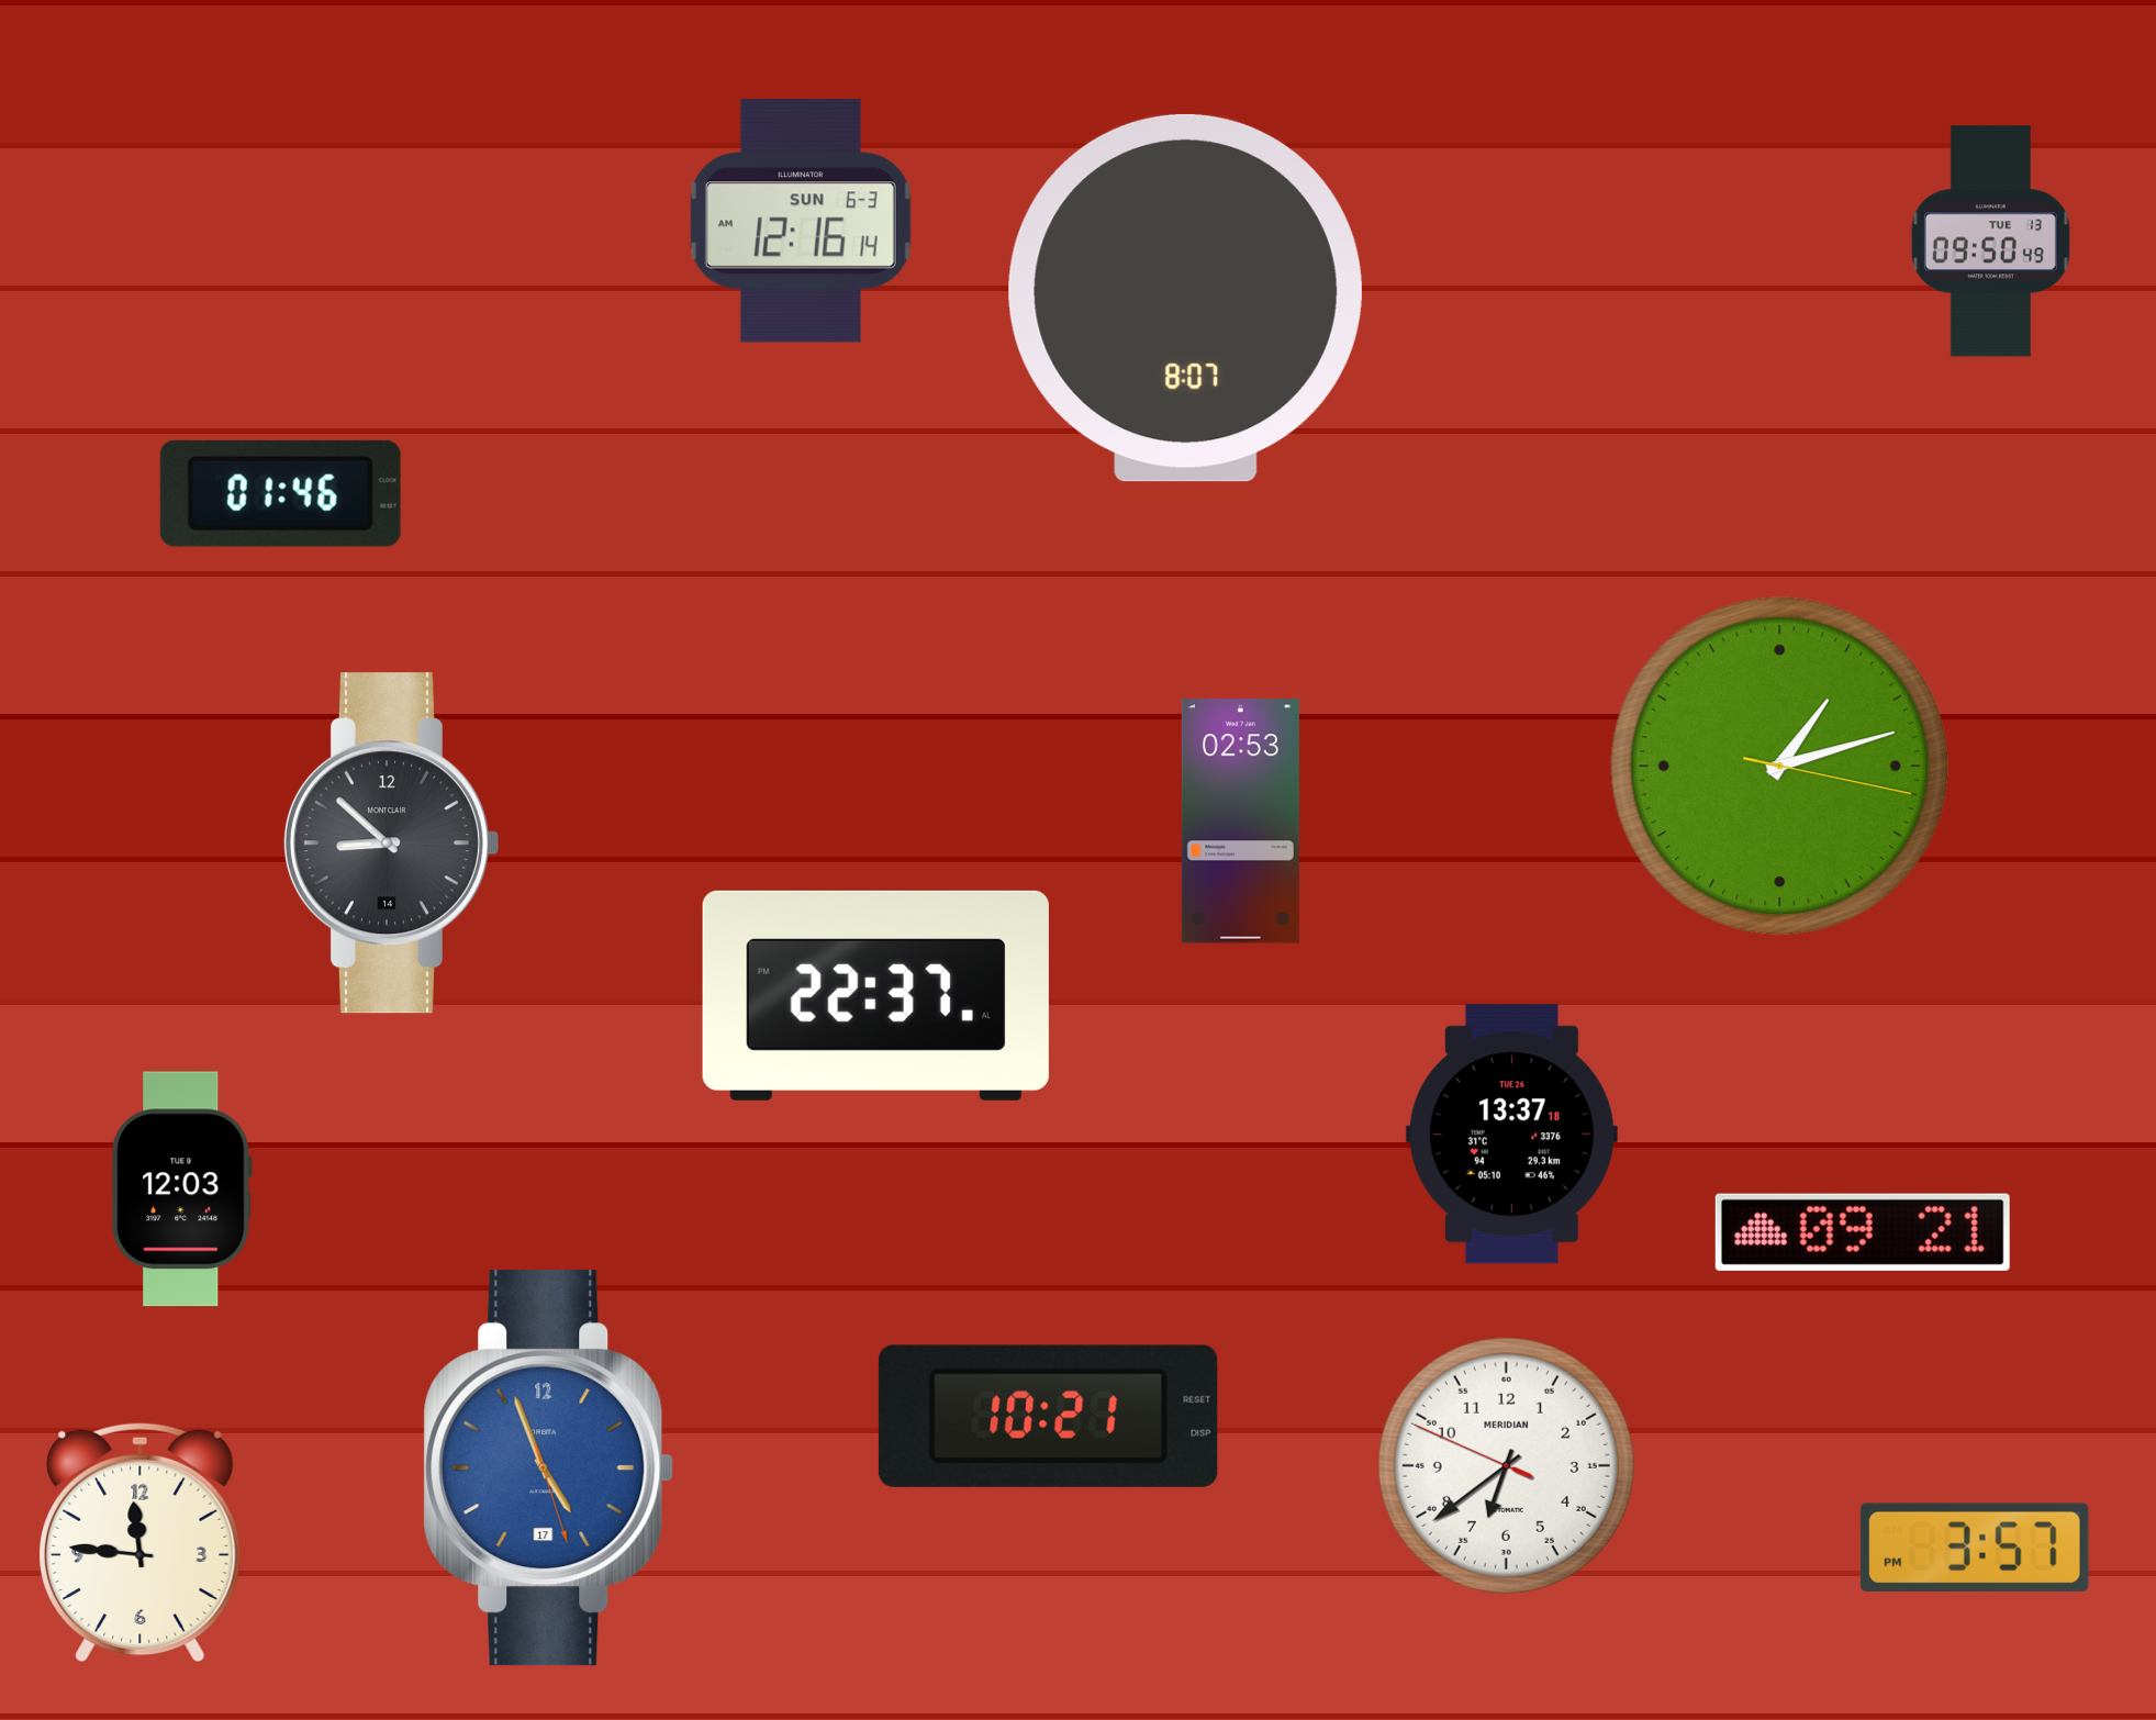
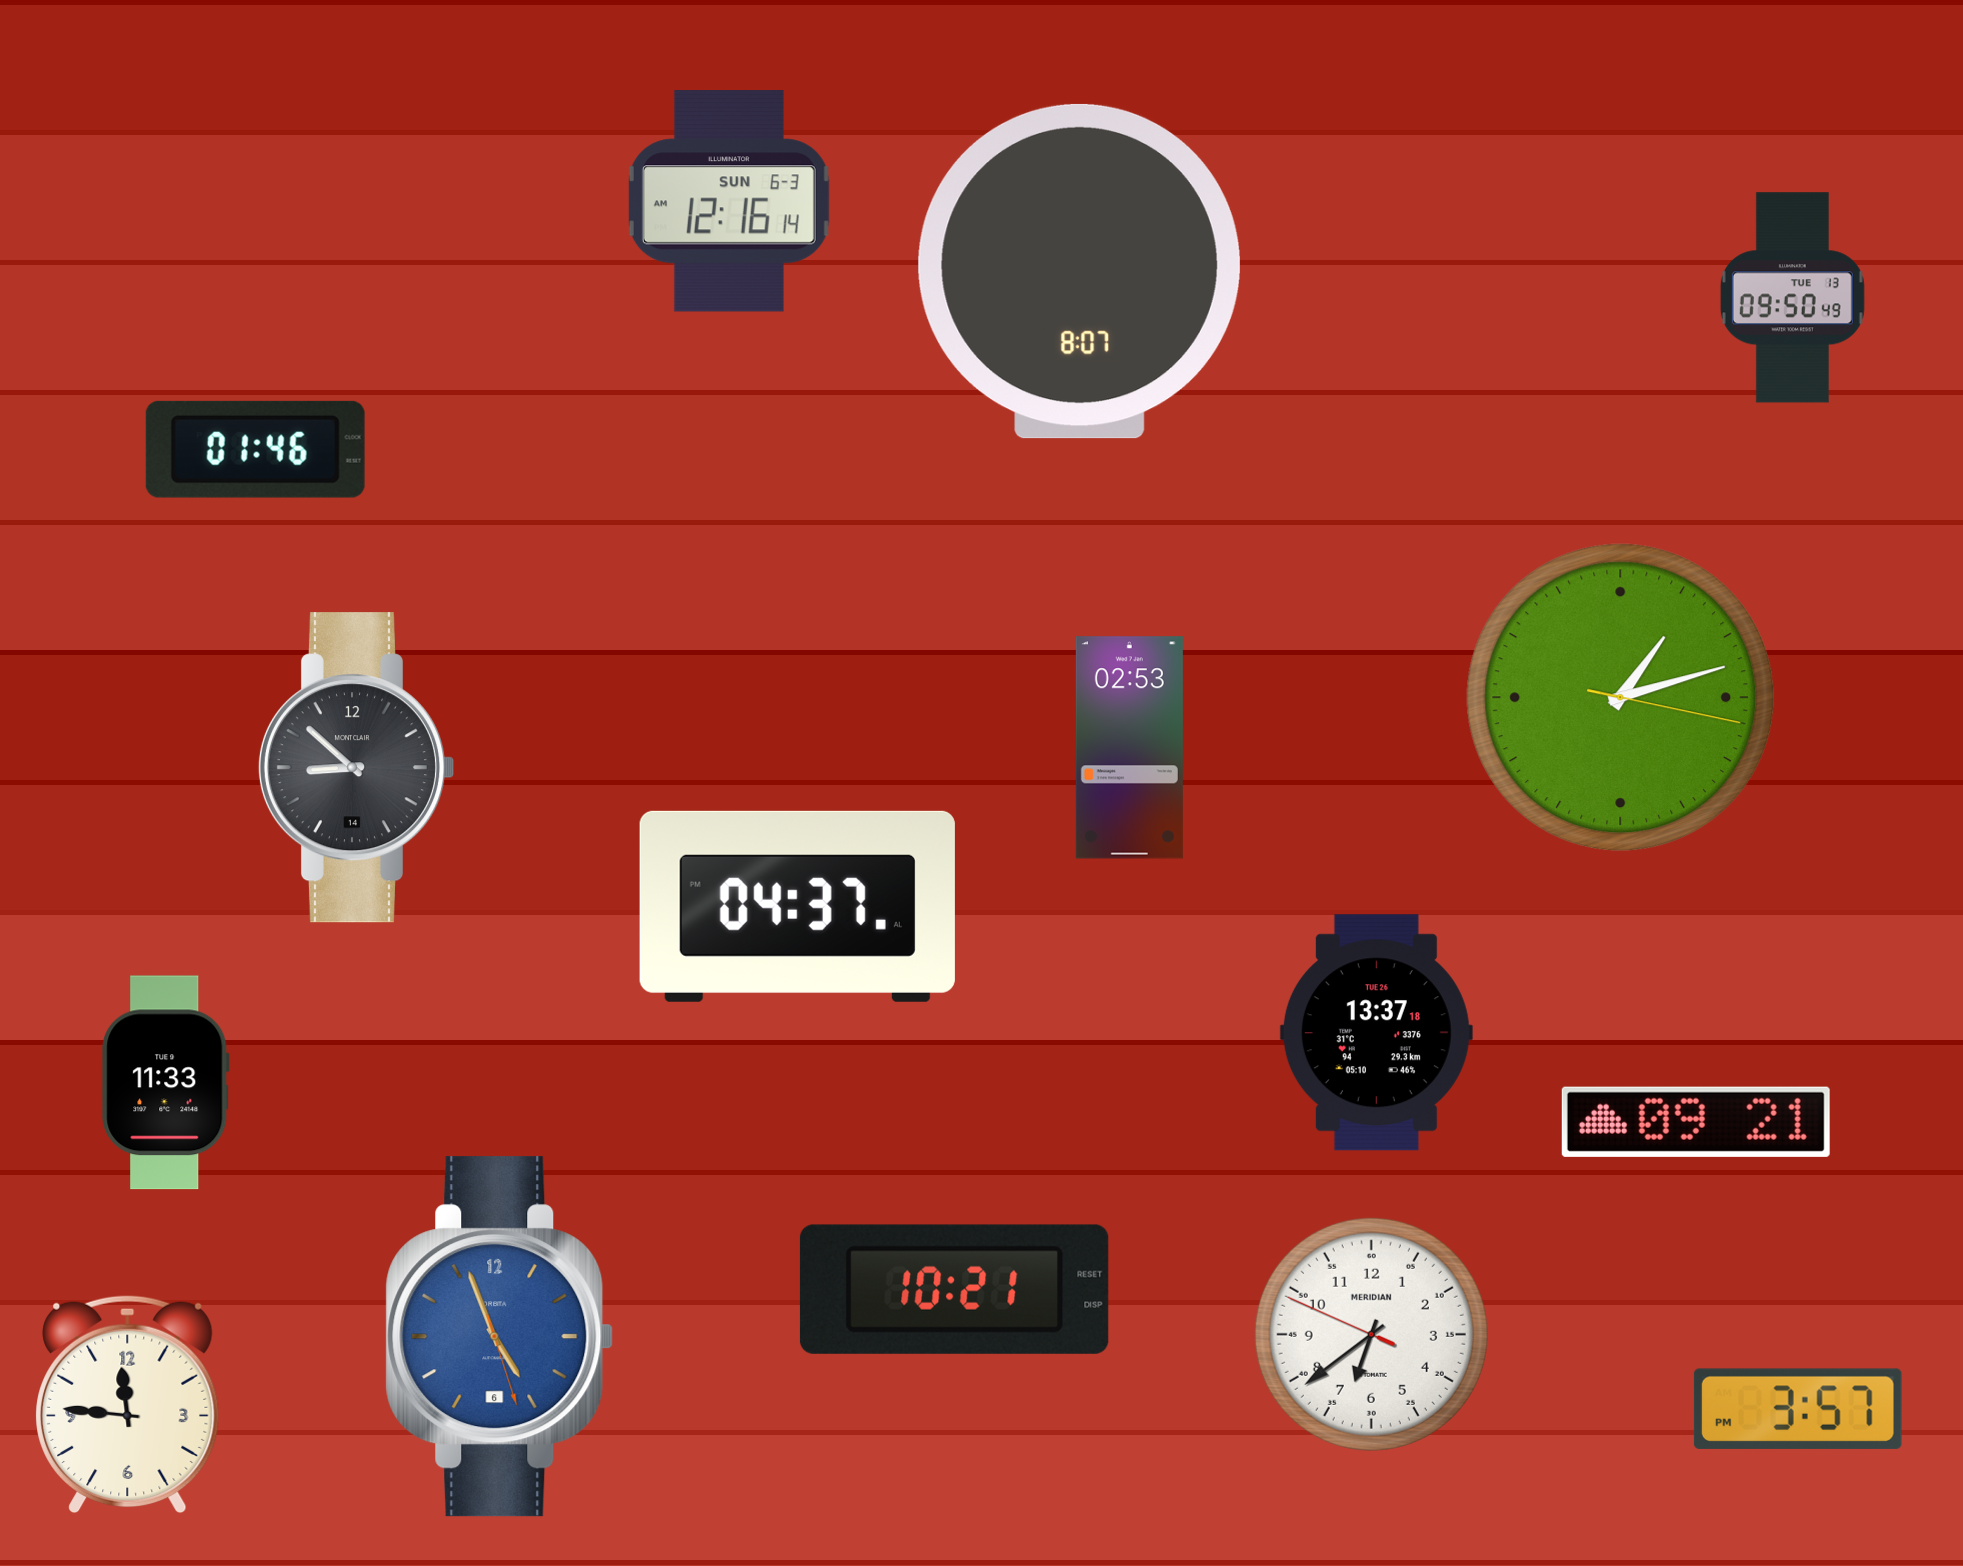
clock at (1990, 242) position: (1990, 242) -> (1792, 298)
clock at (875, 995): 22:37 -> 04:37
clock at (182, 1190): 12:03 -> 11:33
clock at (549, 1468) date: 17 -> 6
